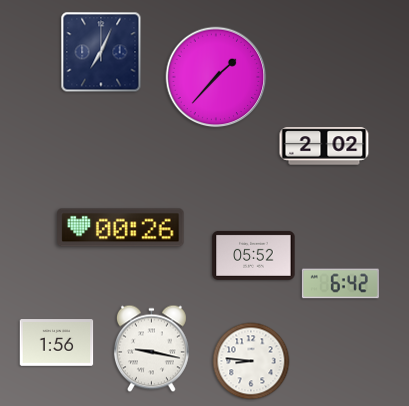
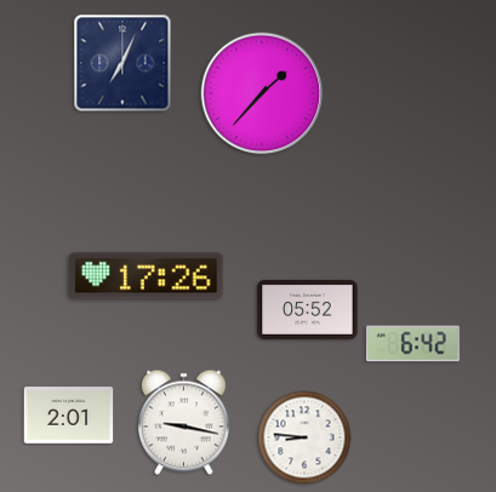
clock at (324, 146): 2:02 -> none
clock at (121, 228): 00:26 -> 17:26
clock at (57, 343): 1:56 -> 2:01
